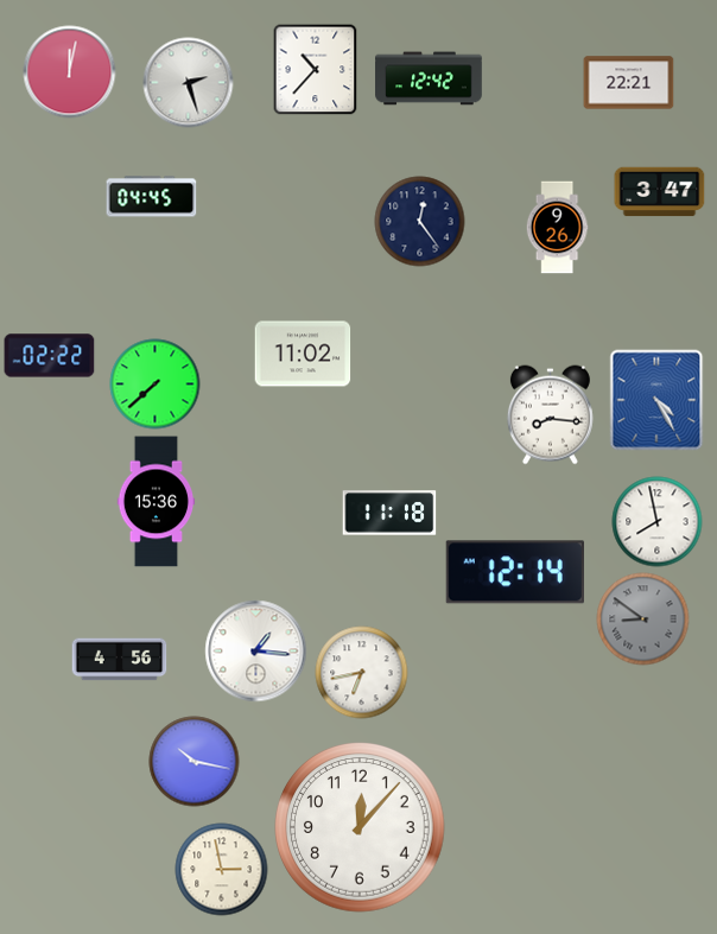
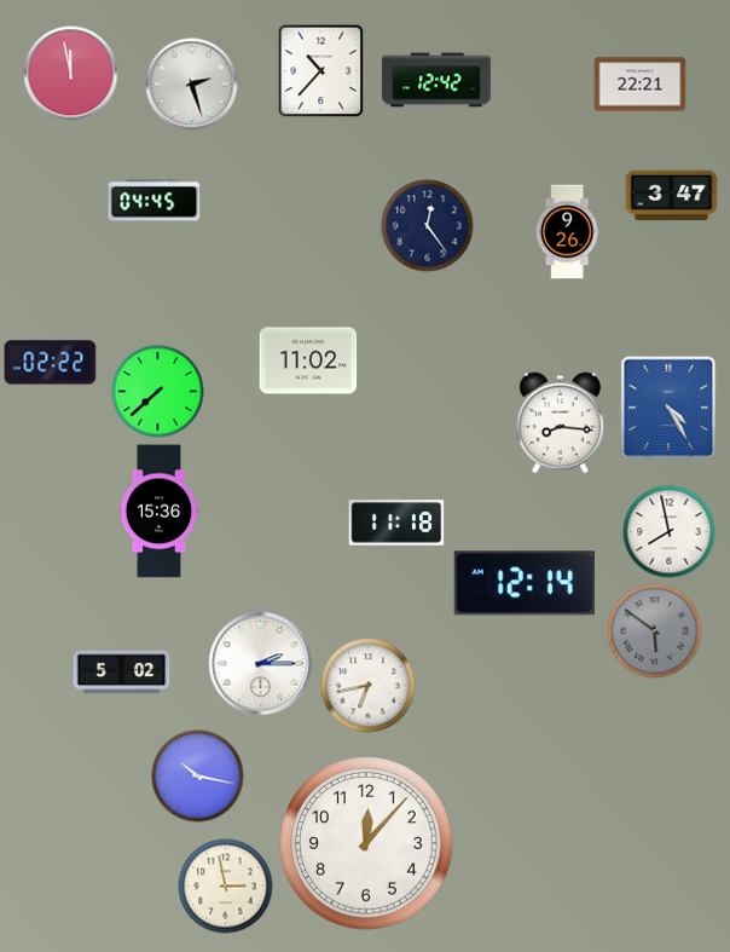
clock at (70, 72): 12:02 -> 11:58
clock at (643, 620): 8:51 -> 5:51
clock at (256, 652): 1:16 -> 2:15
clock at (120, 660): 4:56 -> 5:02
